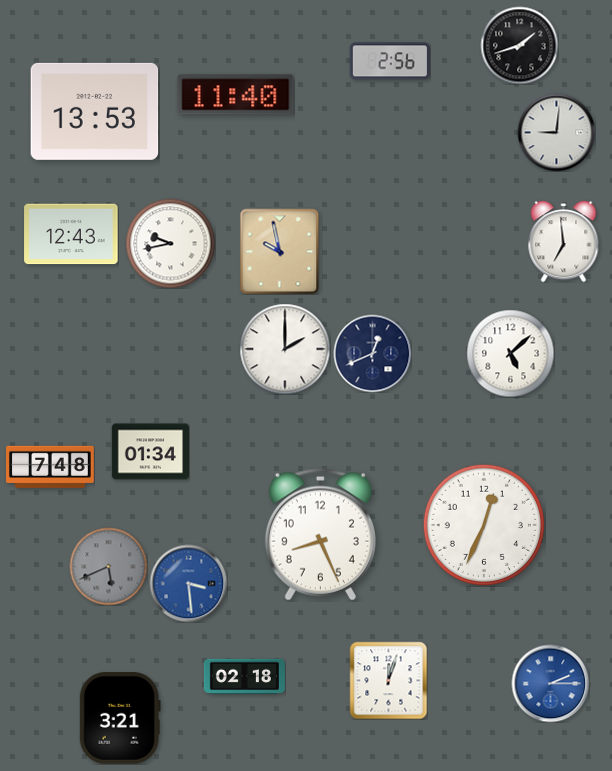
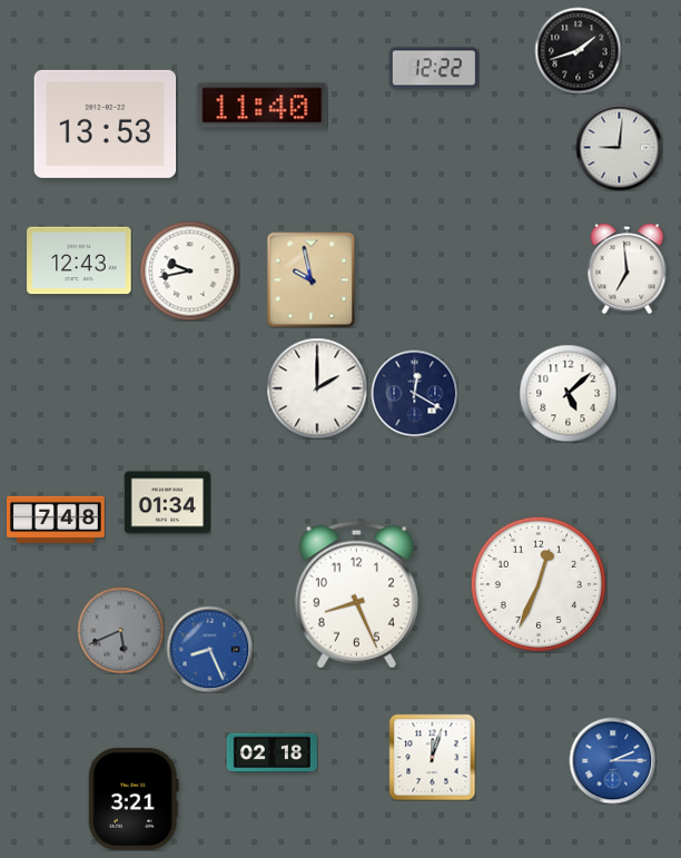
clock at (390, 61): 2:56 -> 12:22
clock at (372, 353): 12:41 -> 12:20
clock at (188, 583): 3:29 -> 8:26
